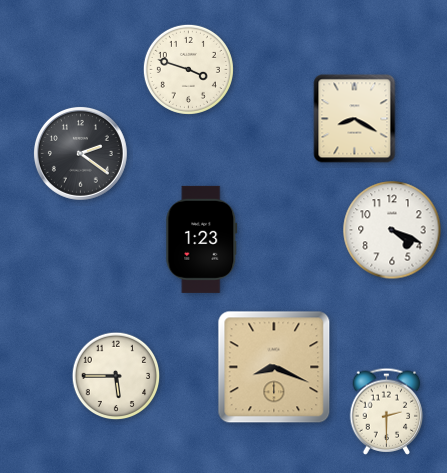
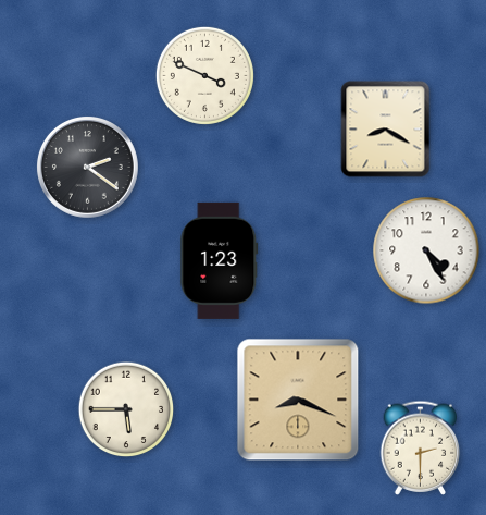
clock at (188, 69): 3:48 -> 3:49
clock at (392, 230): 4:19 -> 4:25
